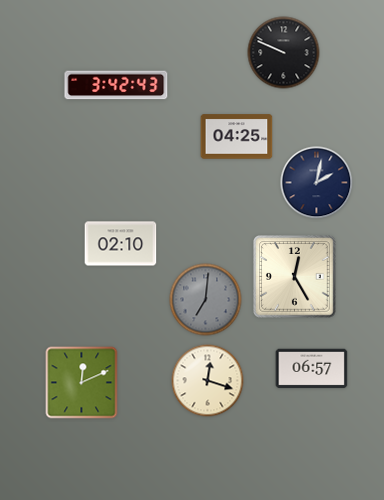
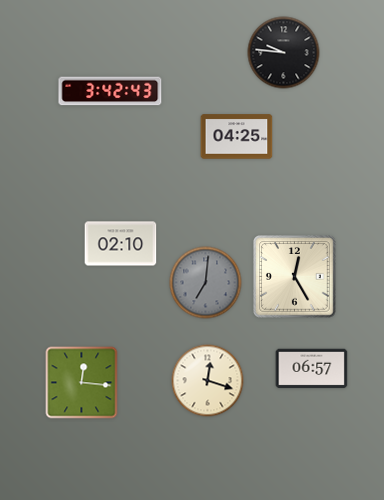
clock at (284, 53): 9:49 -> 9:46
clock at (116, 85) position: (116, 85) -> (110, 91)
clock at (317, 183): 2:02 -> none
clock at (206, 300) position: (206, 300) -> (206, 283)
clock at (82, 383): 12:11 -> 12:16
